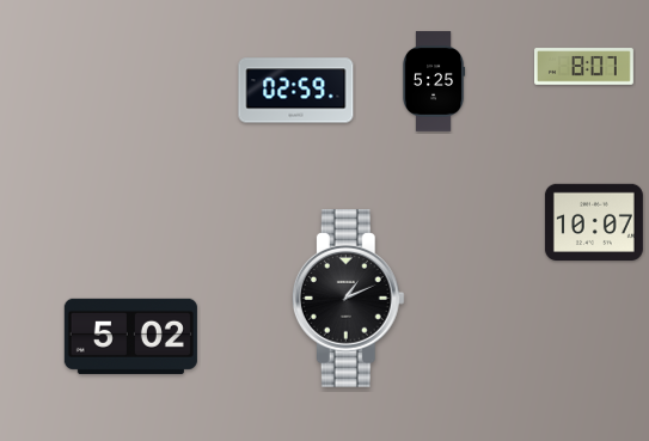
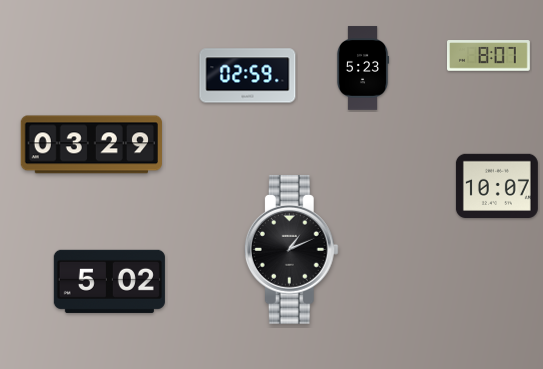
clock at (434, 81): 5:25 -> 5:23
clock at (91, 145): none -> 03:29
